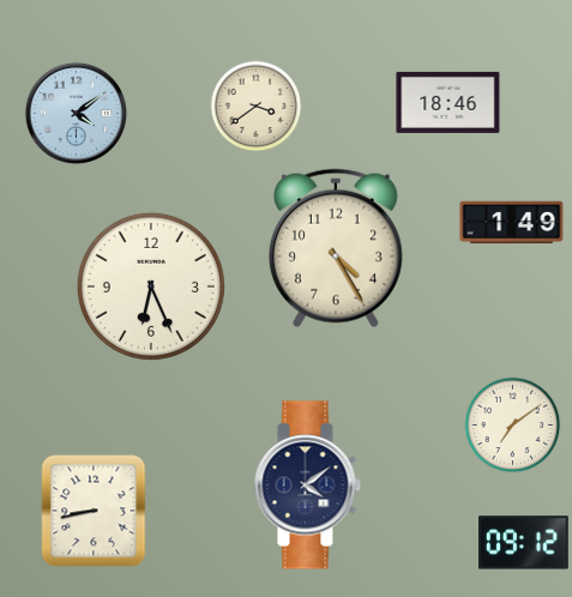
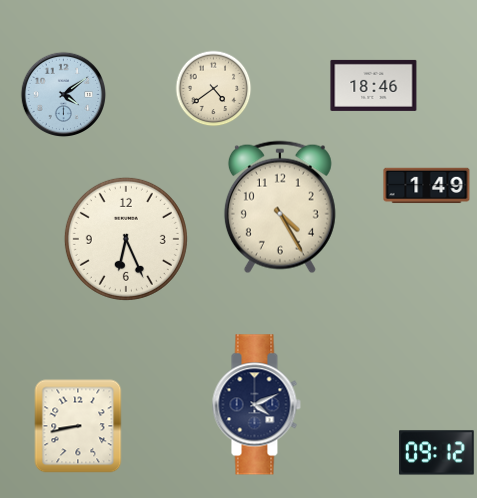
clock at (257, 107): 3:39 -> 4:39
clock at (513, 426): 7:09 -> none
clock at (307, 486): 4:09 -> 4:11
